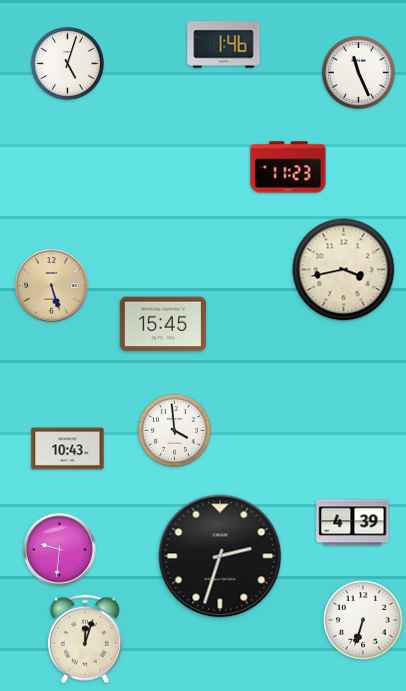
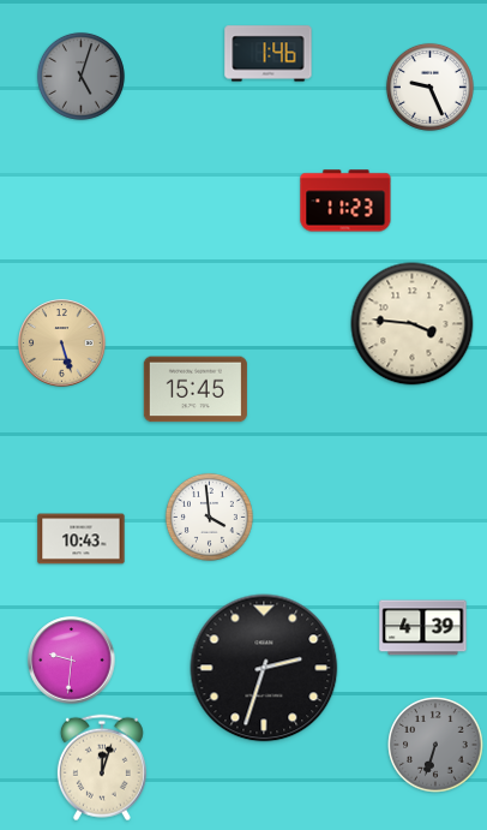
clock at (67, 63) dial: white -> grey
clock at (358, 72): 11:26 -> 9:26
clock at (344, 270): 3:43 -> 3:46
clock at (363, 620) dial: white -> grey
